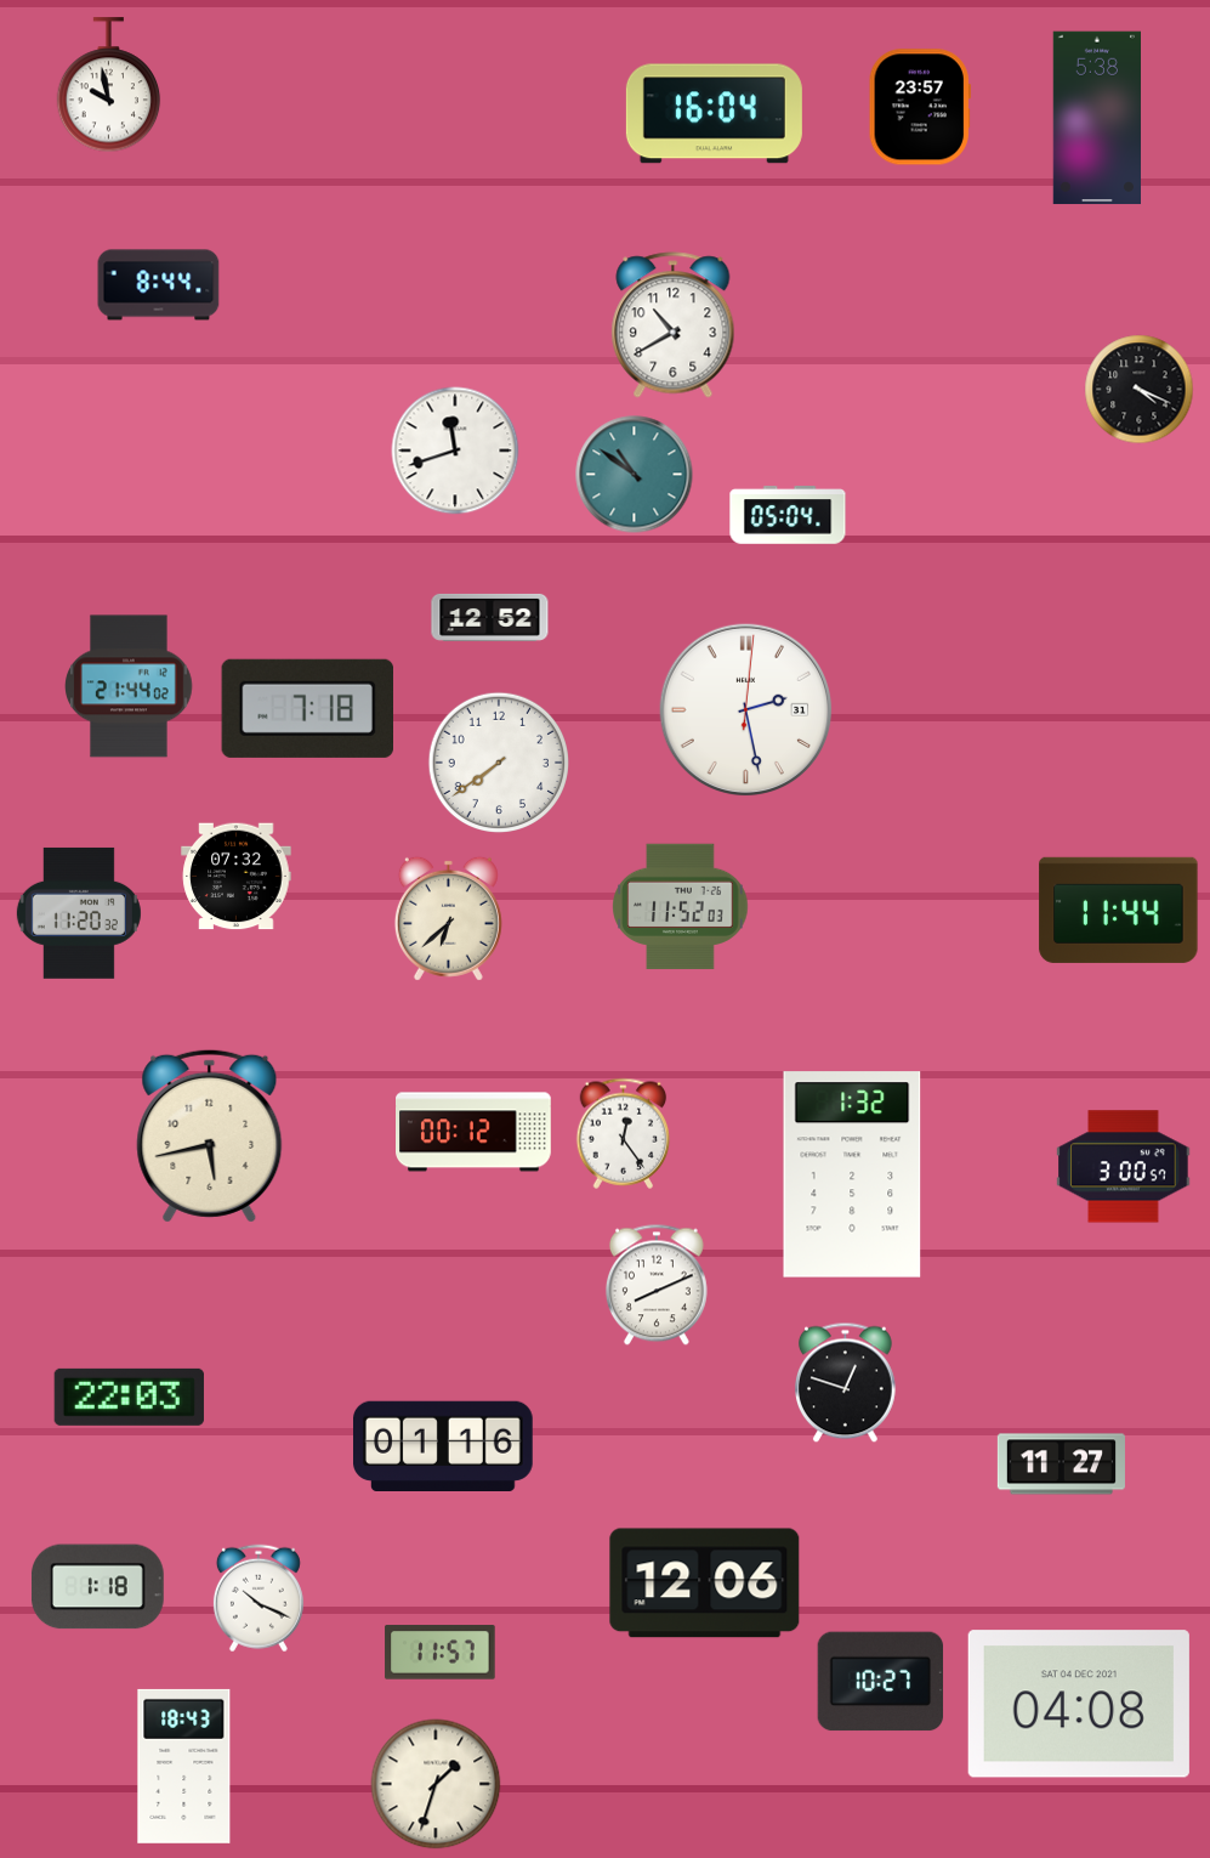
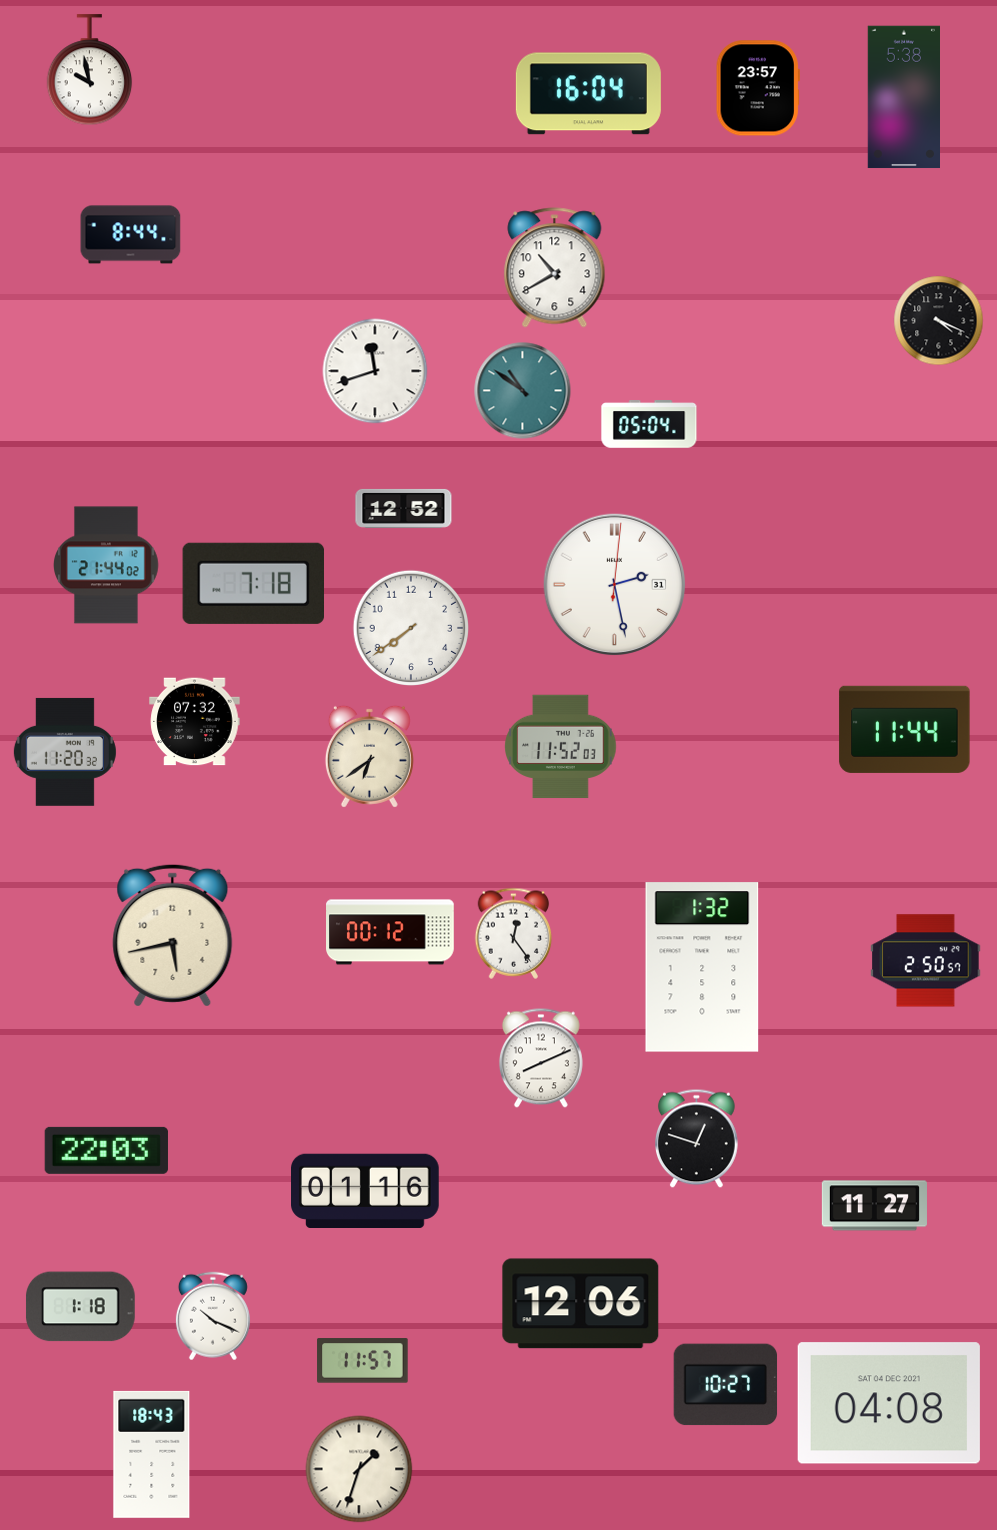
clock at (1119, 910) position: (1119, 910) -> (905, 729)
clock at (448, 918): 6:38 -> 6:39
clock at (1124, 1167): 3:00 -> 2:50
